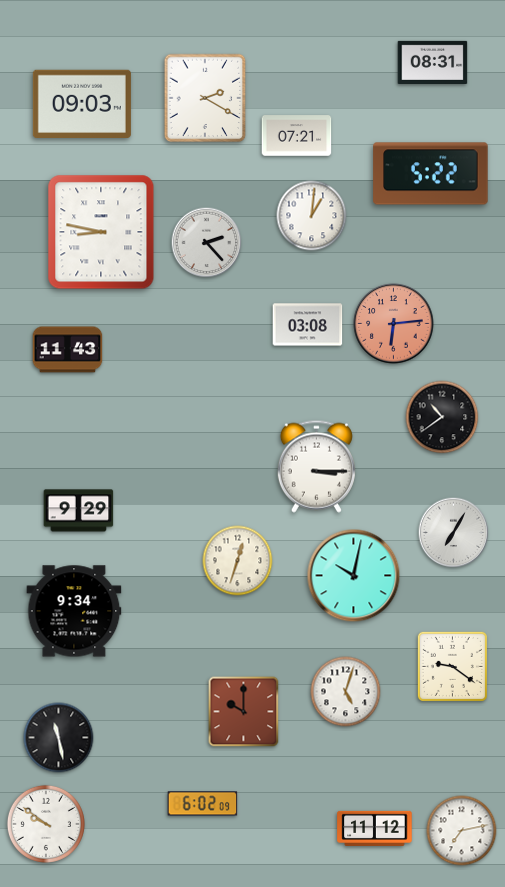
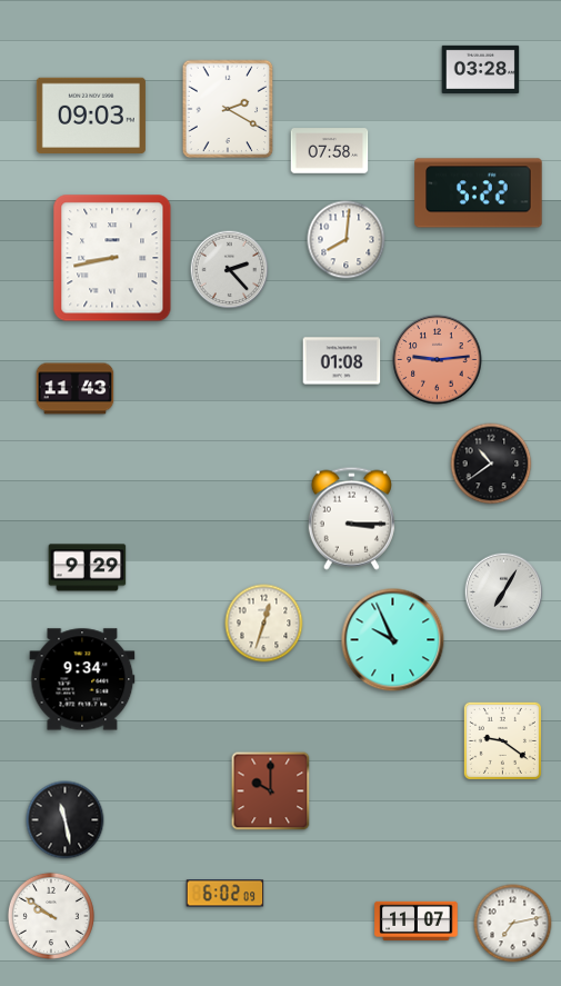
clock at (433, 62): 08:31 -> 03:28
clock at (297, 136): 07:21 -> 07:58
clock at (312, 216): 1:01 -> 8:01
clock at (101, 232): 8:47 -> 8:43
clock at (394, 324): 6:14 -> 9:14
clock at (308, 325): 03:08 -> 01:08
clock at (354, 576): 10:02 -> 9:56
clock at (346, 692): 5:03 -> none
clock at (375, 828): 11:12 -> 11:07
